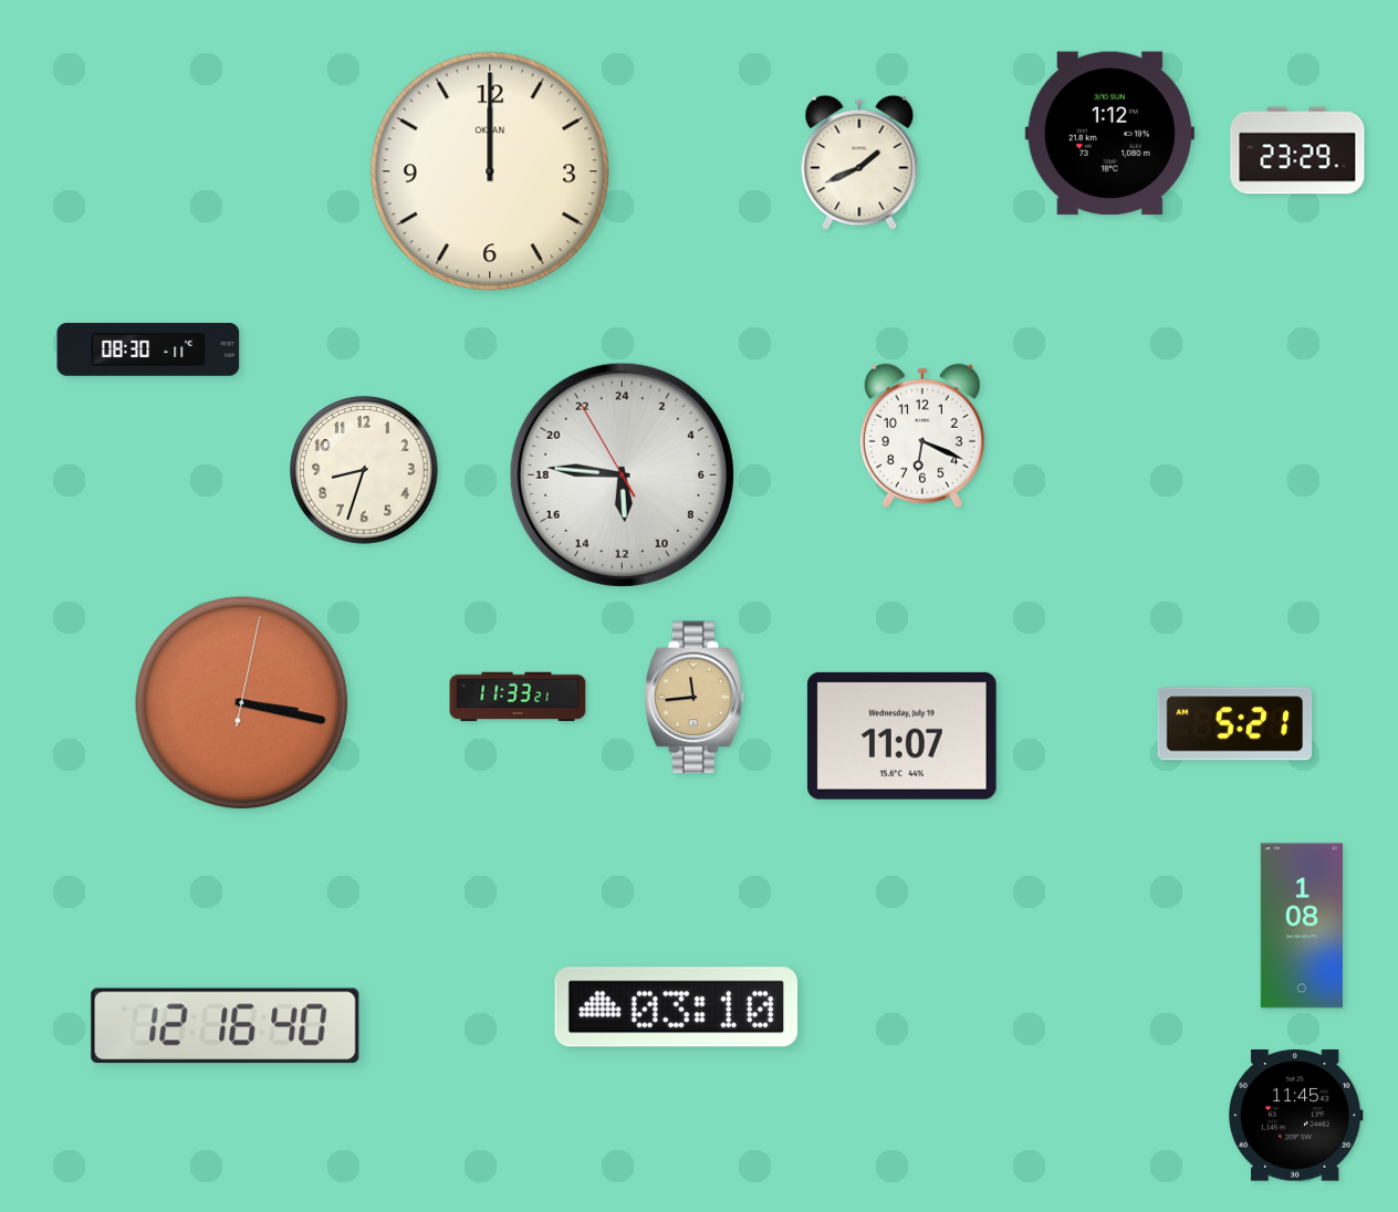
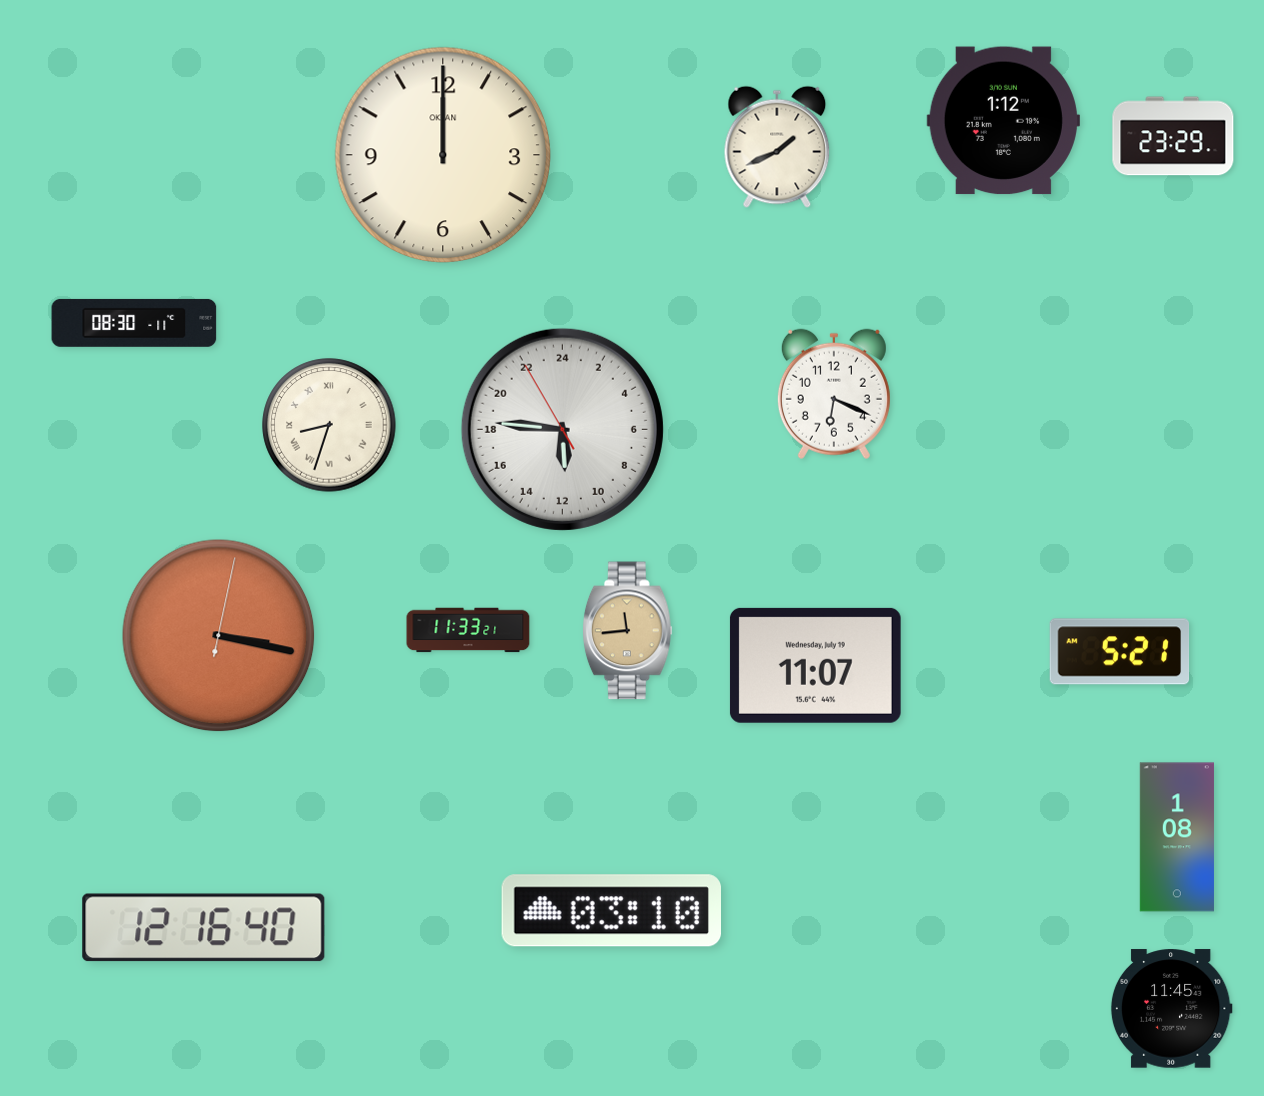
clock at (148, 349) position: (148, 349) -> (134, 323)
clock at (364, 470) numerals: Arabic -> Roman
clock at (1235, 724) position: (1235, 724) -> (1120, 652)
